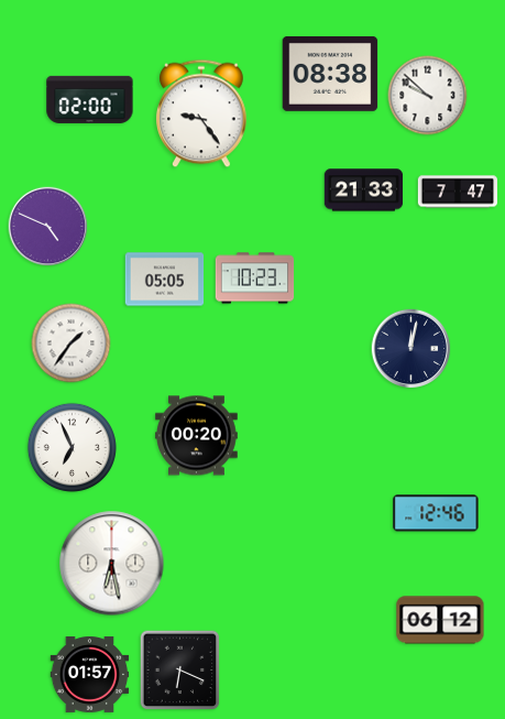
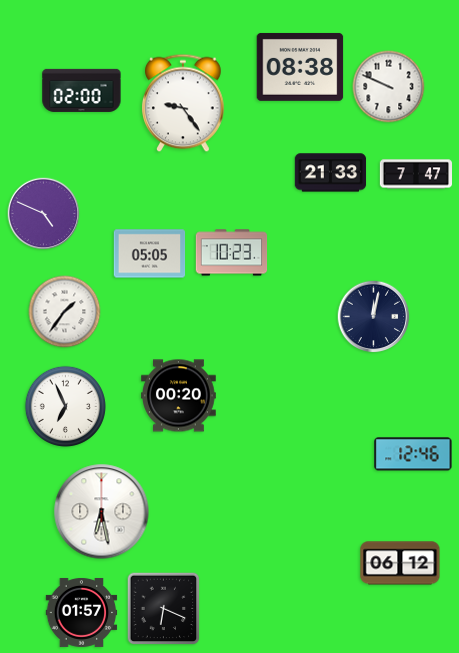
clock at (428, 96): 9:52 -> 9:49
clock at (48, 227) position: (48, 227) -> (44, 214)
clock at (436, 513) position: (436, 513) -> (413, 454)
